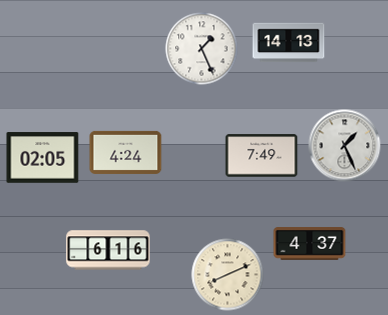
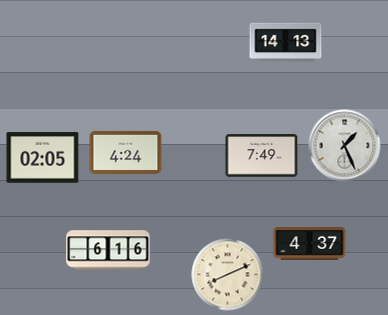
clock at (289, 43) position: (289, 43) -> (286, 43)
clock at (202, 49): 1:26 -> none
